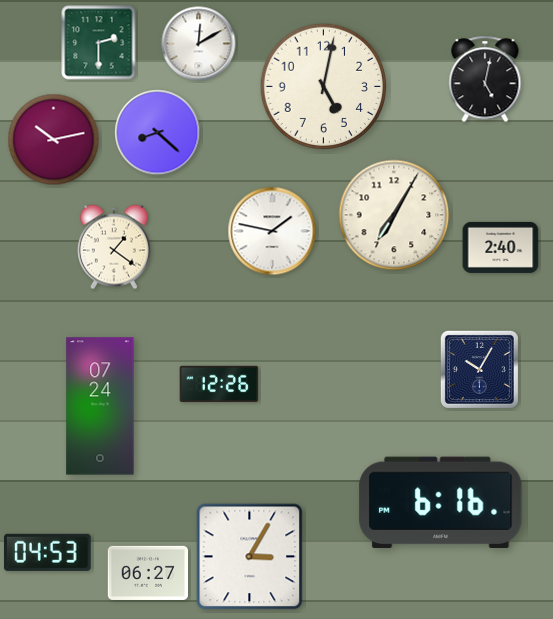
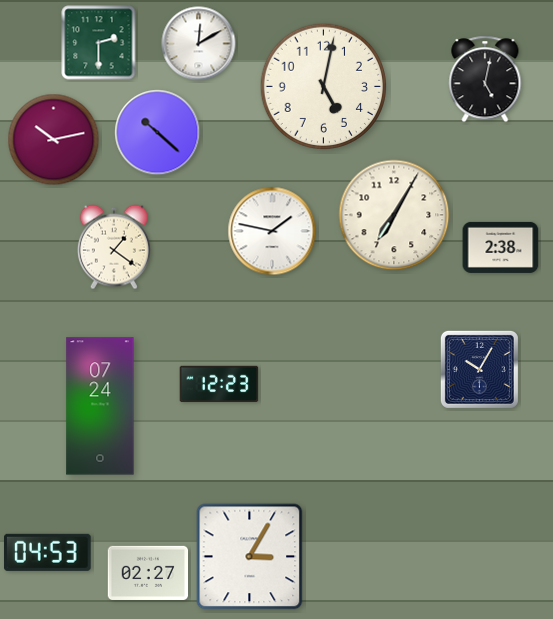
clock at (158, 133): 8:22 -> 10:22
clock at (501, 247): 2:40 -> 2:38
clock at (219, 383): 12:26 -> 12:23
clock at (441, 502): 6:16 -> none
clock at (148, 573): 06:27 -> 02:27
